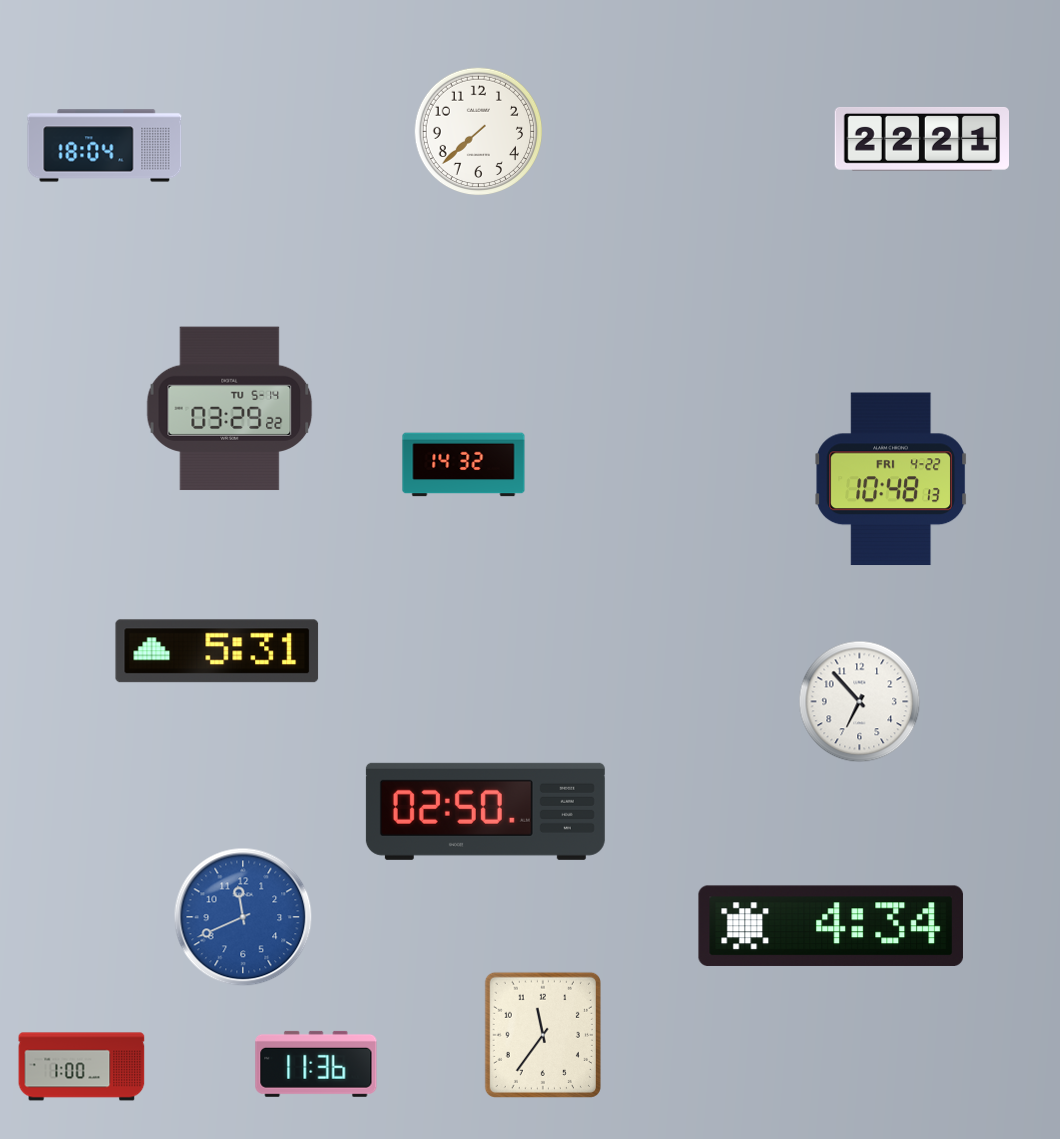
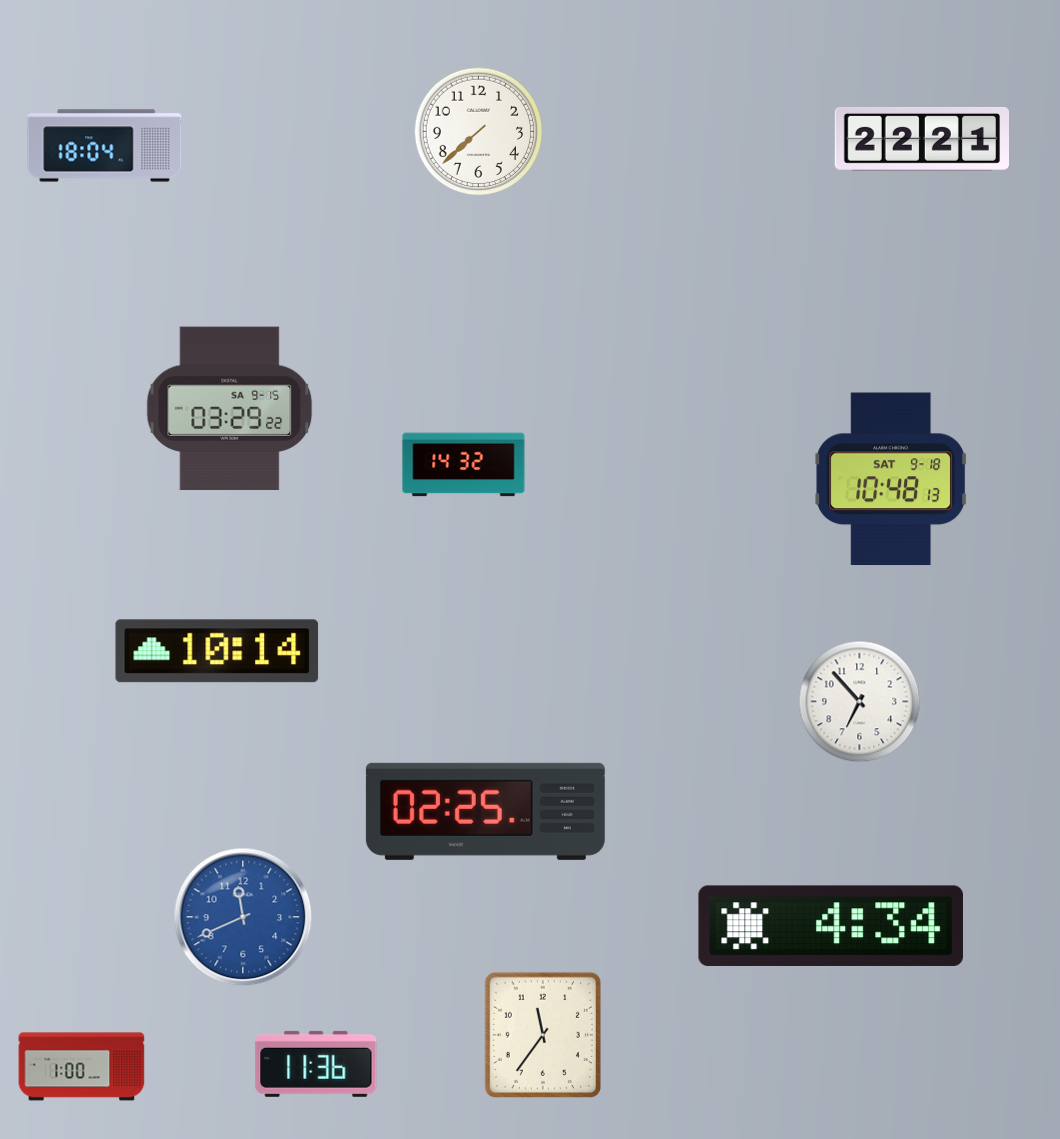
clock at (230, 409) date: TU 5-14 -> SA 9-15
clock at (892, 479) date: FRI 4-22 -> SAT 9-18
clock at (217, 651): 5:31 -> 10:14
clock at (485, 811): 02:50 -> 02:25
